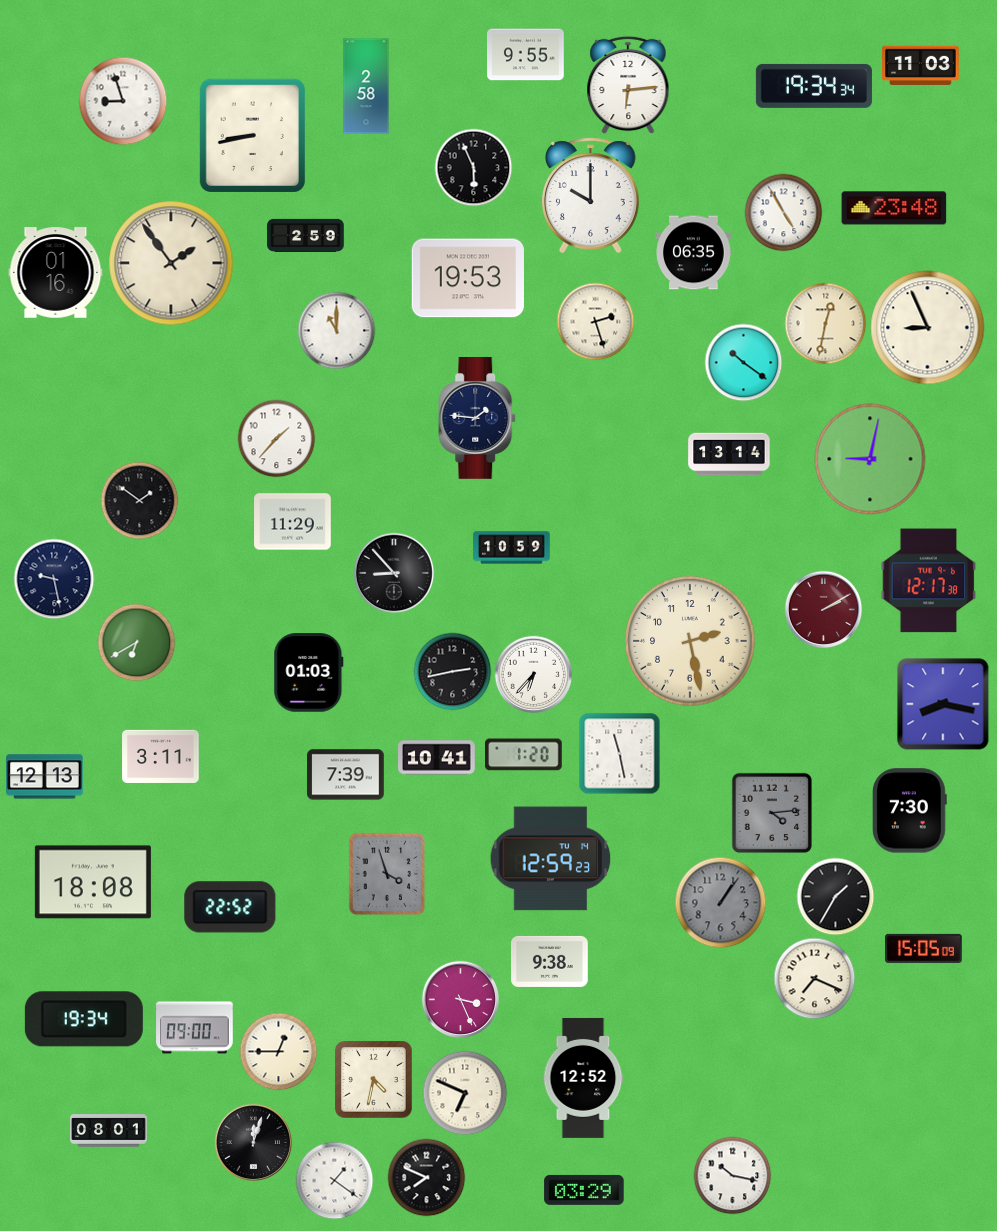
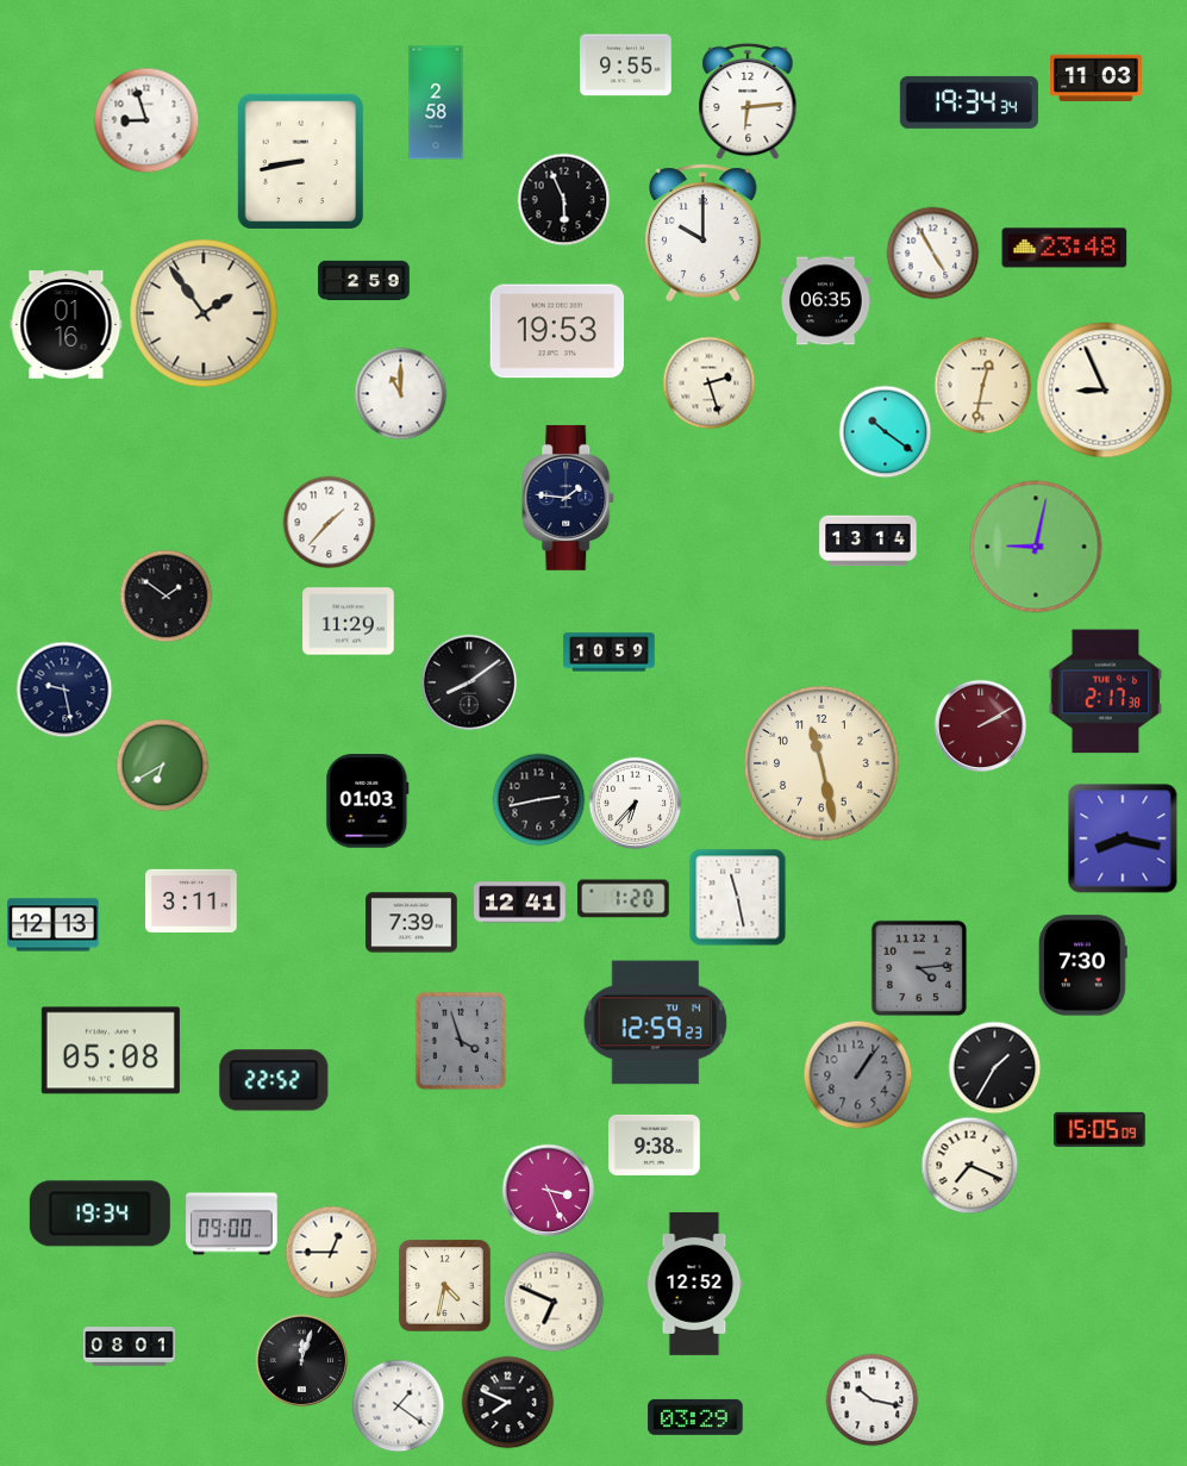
clock at (394, 573): 8:53 -> 8:09
clock at (929, 581): 12:17 -> 2:17
clock at (690, 641): 2:28 -> 11:28
clock at (437, 758): 10:41 -> 12:41
clock at (93, 882): 18:08 -> 05:08
